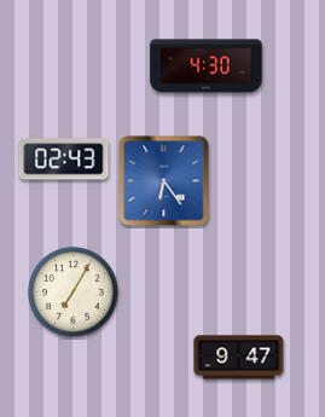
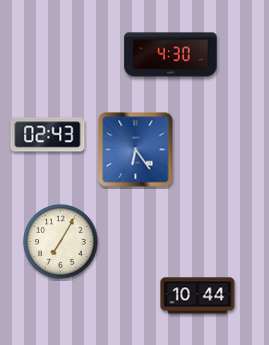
clock at (64, 160) position: (64, 160) -> (48, 135)
clock at (239, 358): 9:47 -> 10:44
